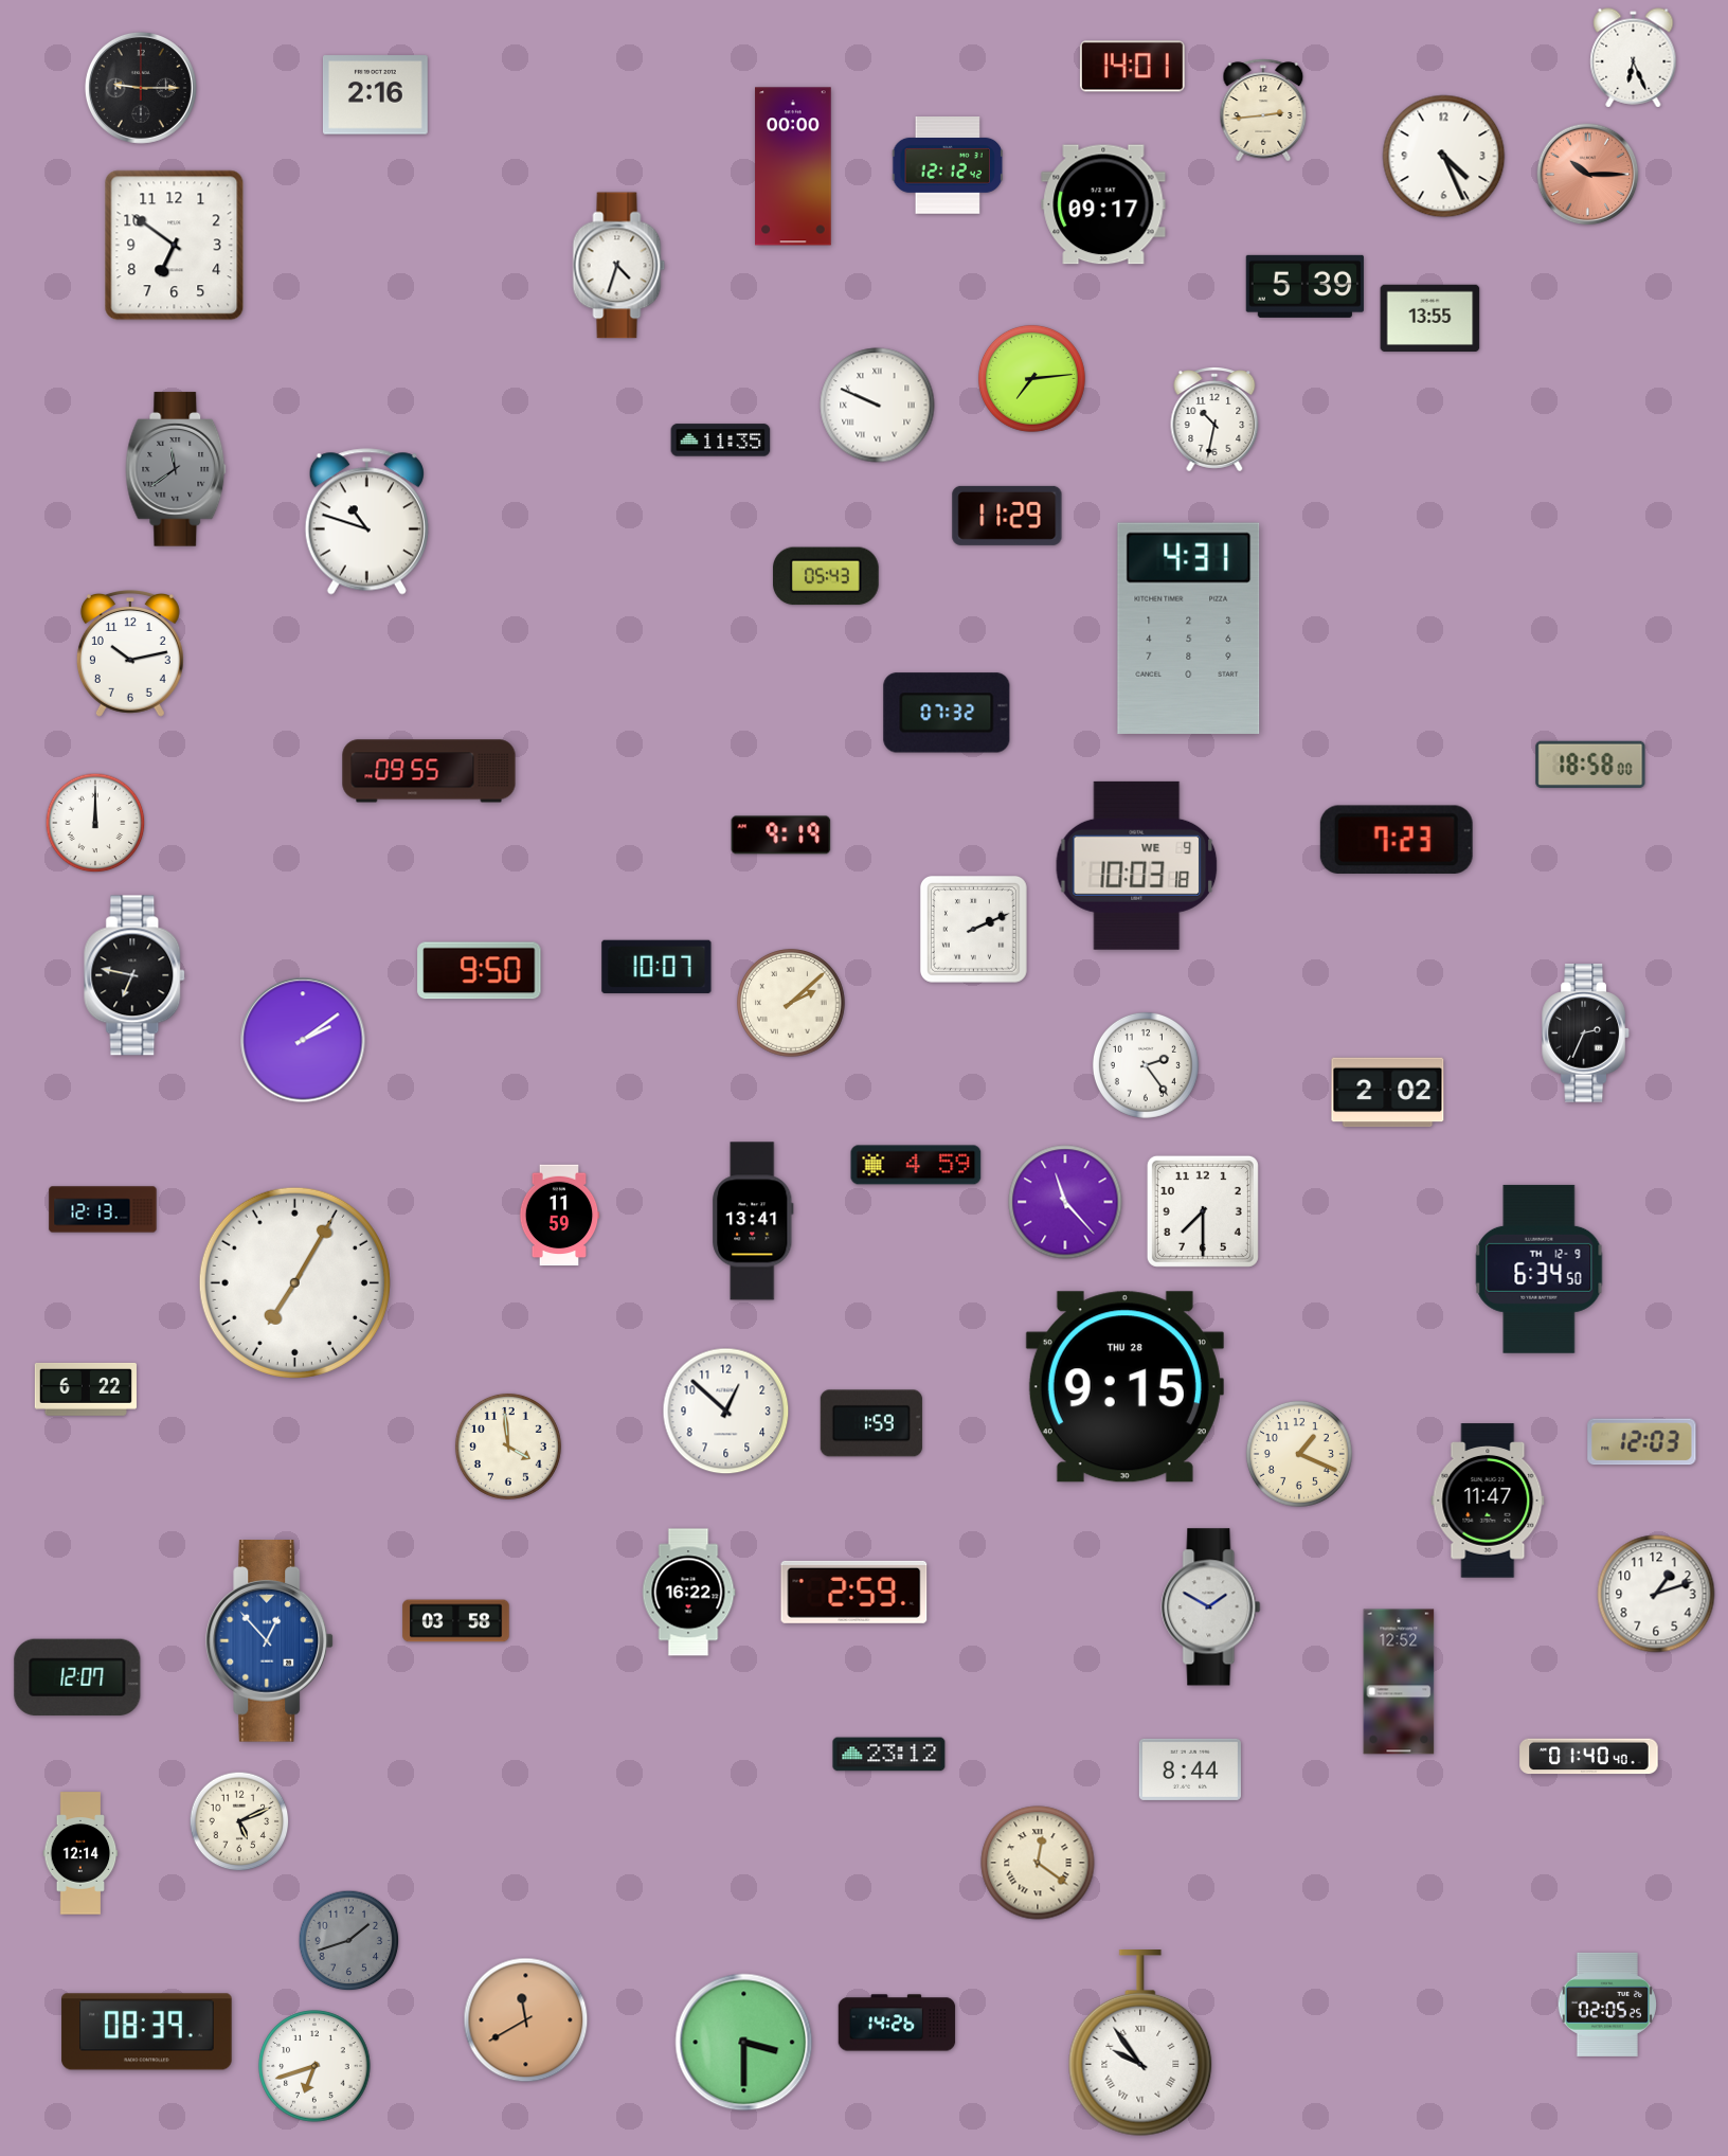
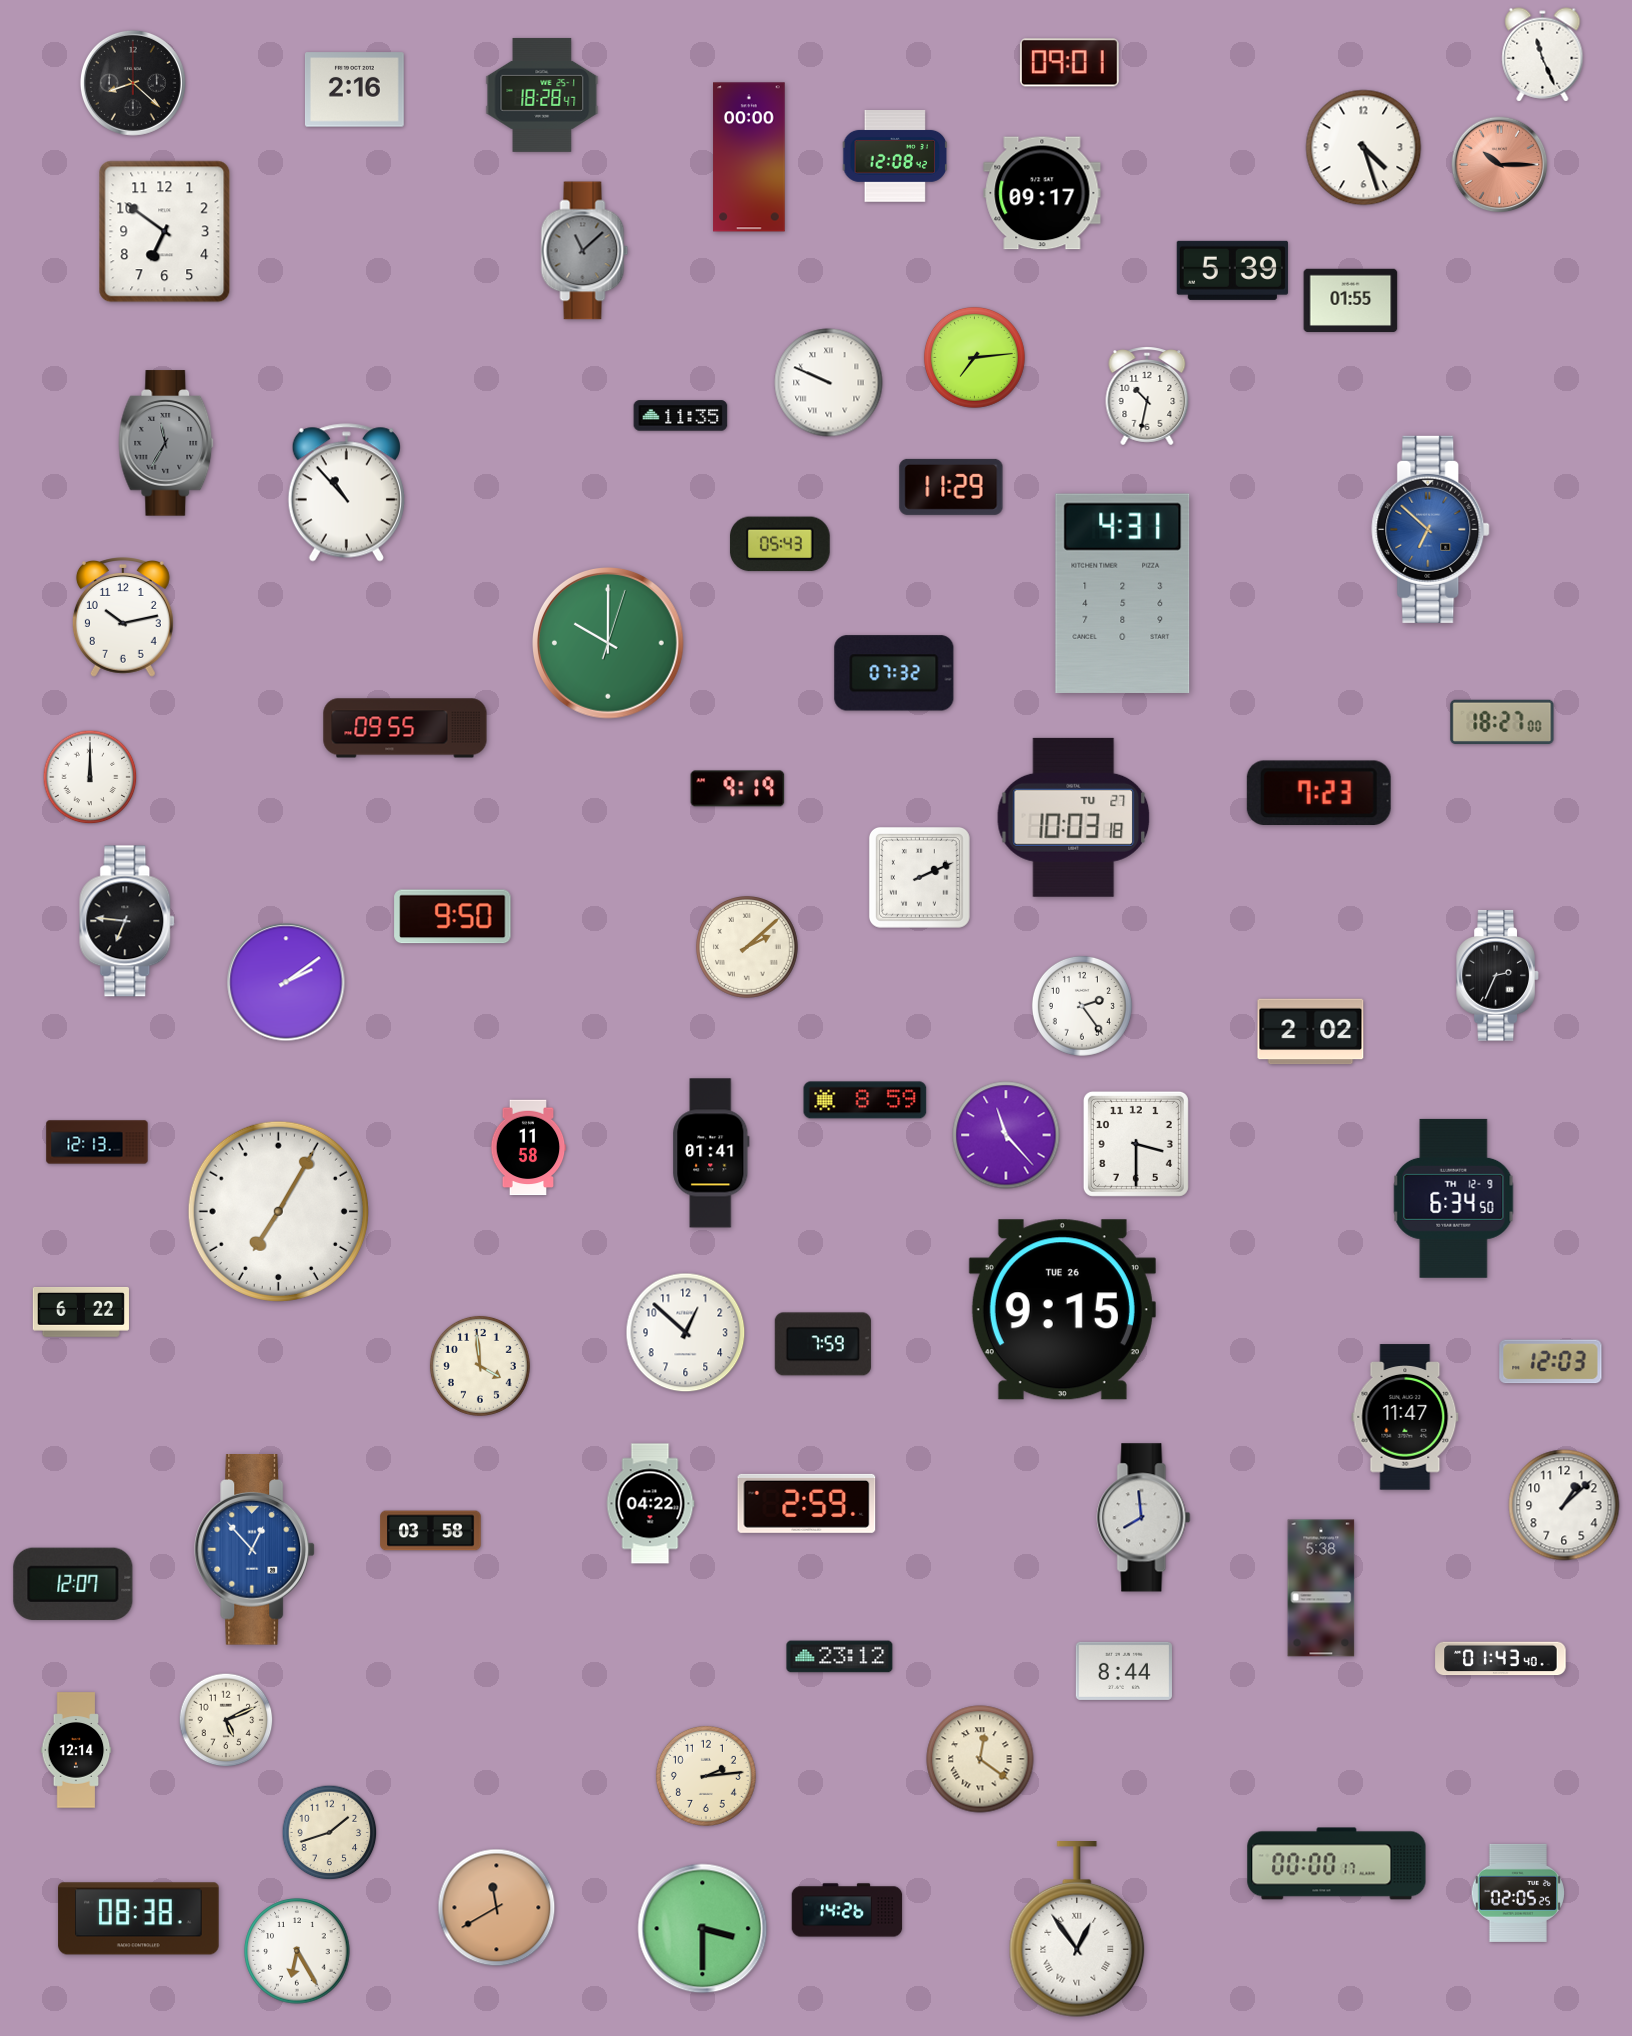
clock at (1634, 58): 6:26 -> 11:26
clock at (1132, 67): 14:01 -> 09:01
clock at (141, 88): 9:15 -> 8:22
clock at (542, 95): none -> 18:28
clock at (1263, 110): 2:44 -> none
clock at (1444, 157): 4:26 -> 4:27
clock at (948, 166): 12:12 -> 12:08
clock at (619, 266): 4:33 -> 11:08
clock at (619, 266) dial: white -> grey
clock at (1430, 318): 13:55 -> 01:55
clock at (176, 469): 11:39 -> 11:35
clock at (366, 522): 10:48 -> 10:53
clock at (1431, 529): none -> 6:52
clock at (609, 644): none -> 10:00
clock at (1590, 763): 18:58 -> 18:27
clock at (1137, 865) date: WE 9 -> TU 27
clock at (656, 967): 10:07 -> none
clock at (136, 975): 6:47 -> 6:46
clock at (916, 1165): 4:59 -> 8:59
clock at (1203, 1211): 7:30 -> 3:30
clock at (559, 1216): 11:59 -> 11:58
clock at (753, 1221): 13:41 -> 01:41
clock at (1124, 1387) date: THU 28 -> TUE 26
clock at (871, 1423): 1:59 -> 7:59
clock at (1299, 1454): 1:19 -> none
clock at (688, 1593): 16:22 -> 04:22
clock at (1656, 1594): 1:12 -> 1:08
clock at (1211, 1607): 1:50 -> 7:59
clock at (1399, 1682): 12:52 -> 5:38
clock at (1589, 1757): 01:40 -> 01:43
clock at (706, 1776): none -> 2:14
clock at (349, 1941) dial: grey -> cream
clock at (1337, 1864): none -> 00:00
clock at (147, 2032): 08:39 -> 08:38
clock at (1140, 2044): 9:54 -> 12:54
clock at (314, 2066): 6:42 -> 6:25
